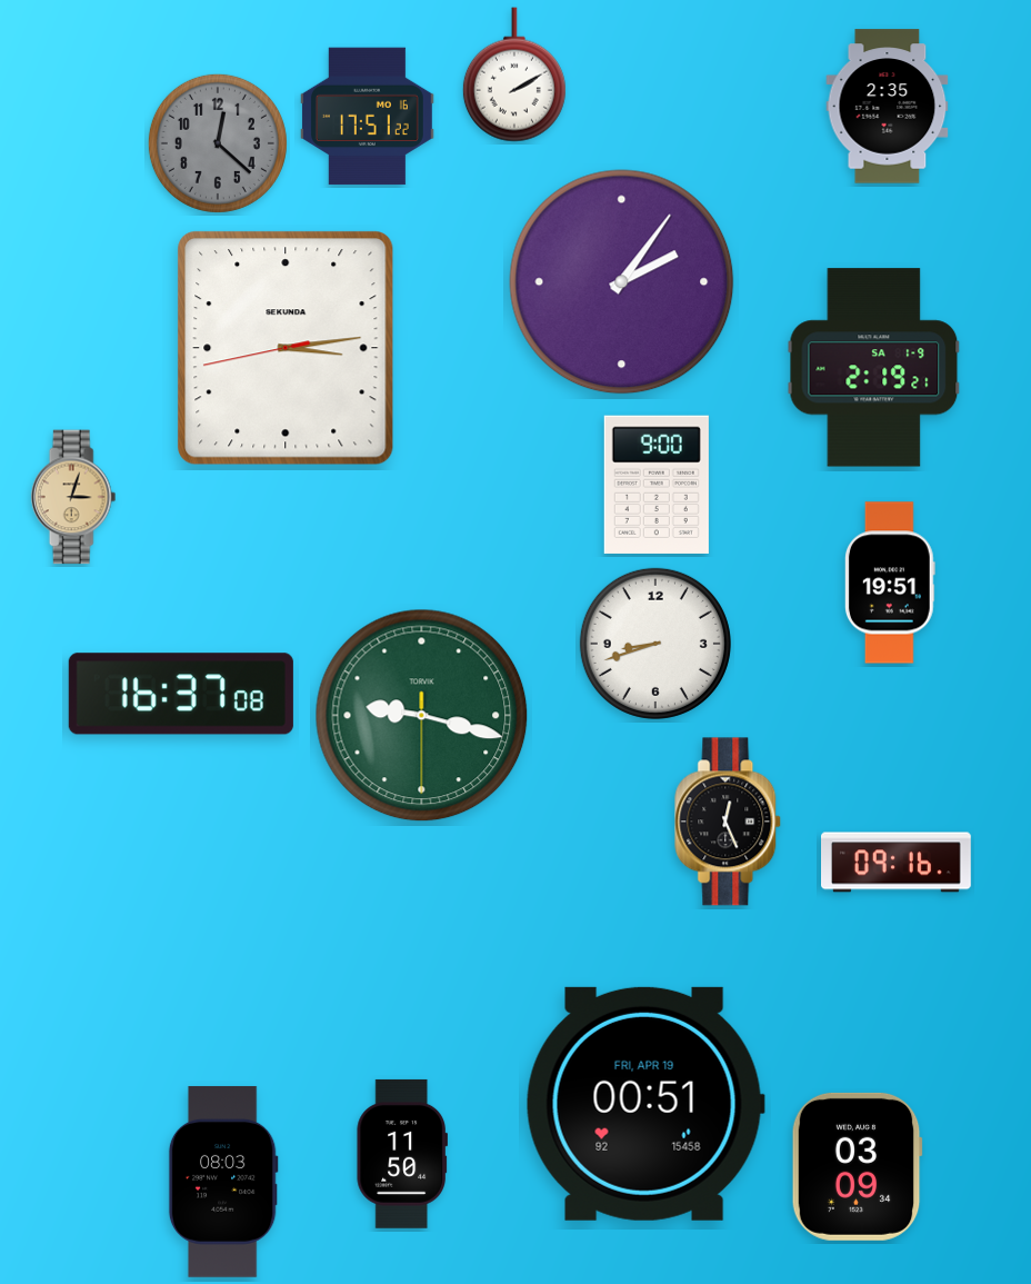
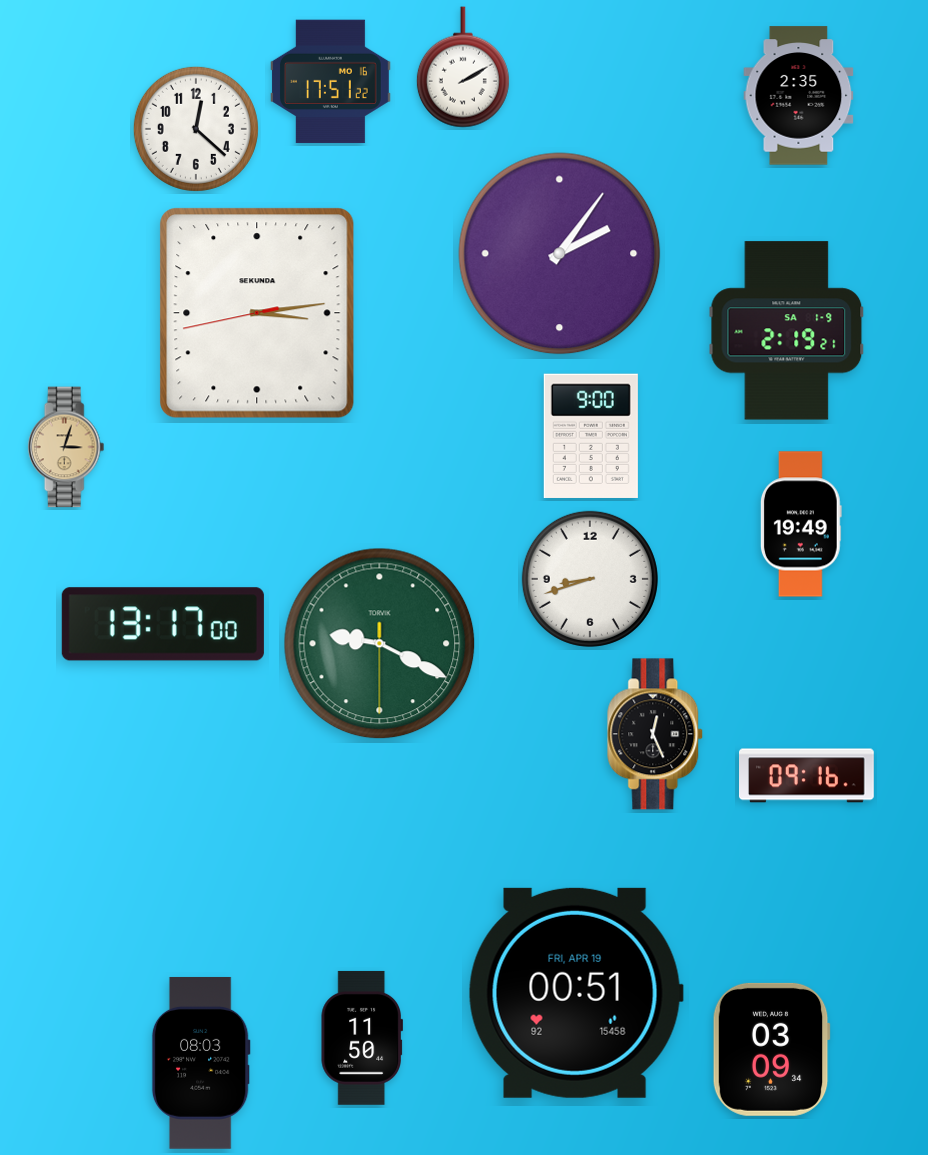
clock at (367, 117) position: (367, 117) -> (330, 82)
clock at (218, 143) dial: grey -> white
clock at (890, 583): 19:51 -> 19:49
clock at (181, 694): 16:37 -> 13:17
clock at (422, 716): 9:17 -> 9:19
clock at (729, 822) position: (729, 822) -> (656, 734)
clock at (645, 1104) position: (645, 1104) -> (576, 993)
